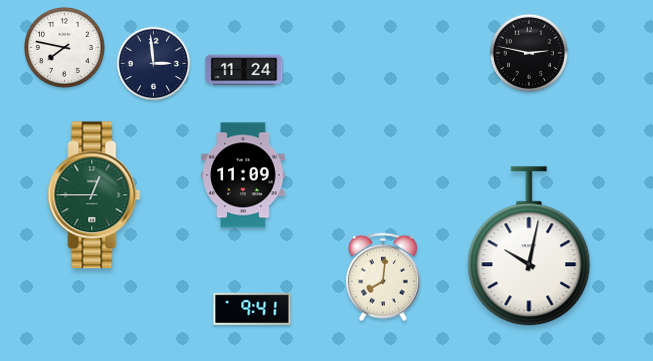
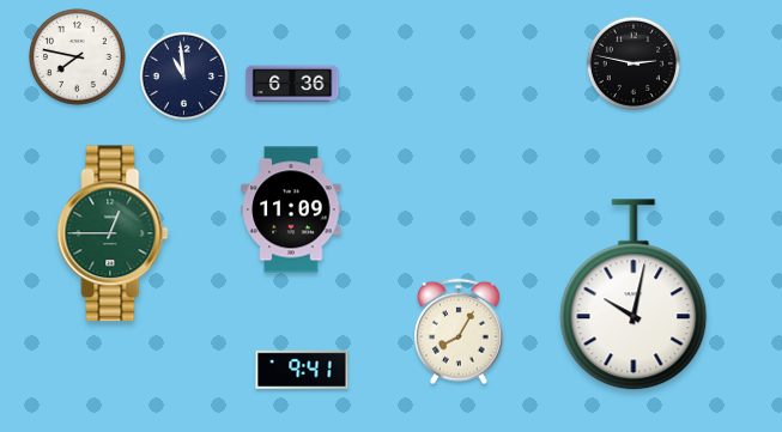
clock at (154, 64): 2:59 -> 10:59
clock at (244, 70): 11:24 -> 6:36
clock at (384, 277): 8:01 -> 8:05
